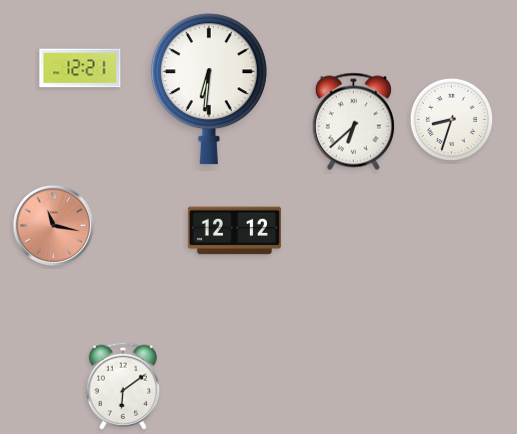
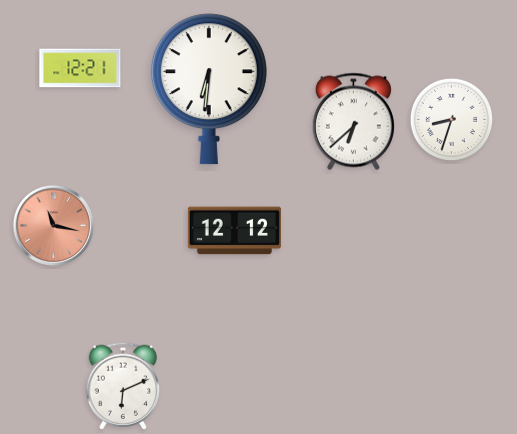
clock at (123, 386): 6:09 -> 6:11
